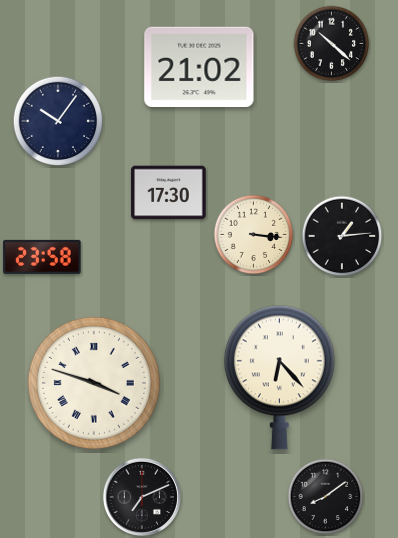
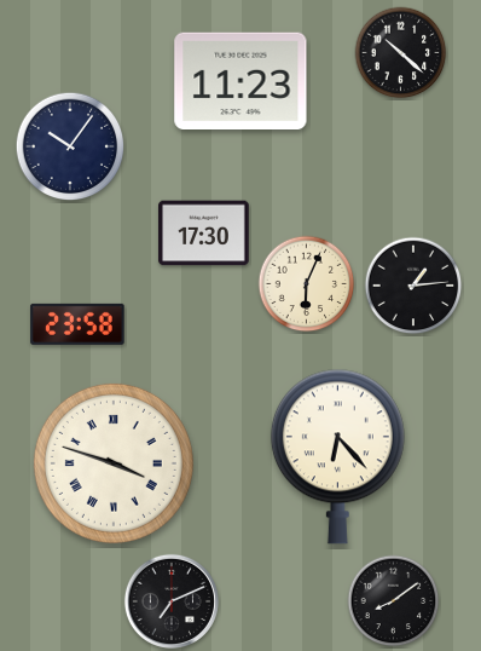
clock at (199, 66): 21:02 -> 11:23
clock at (254, 235): 3:16 -> 6:04
clock at (42, 257) position: (42, 257) -> (77, 324)
